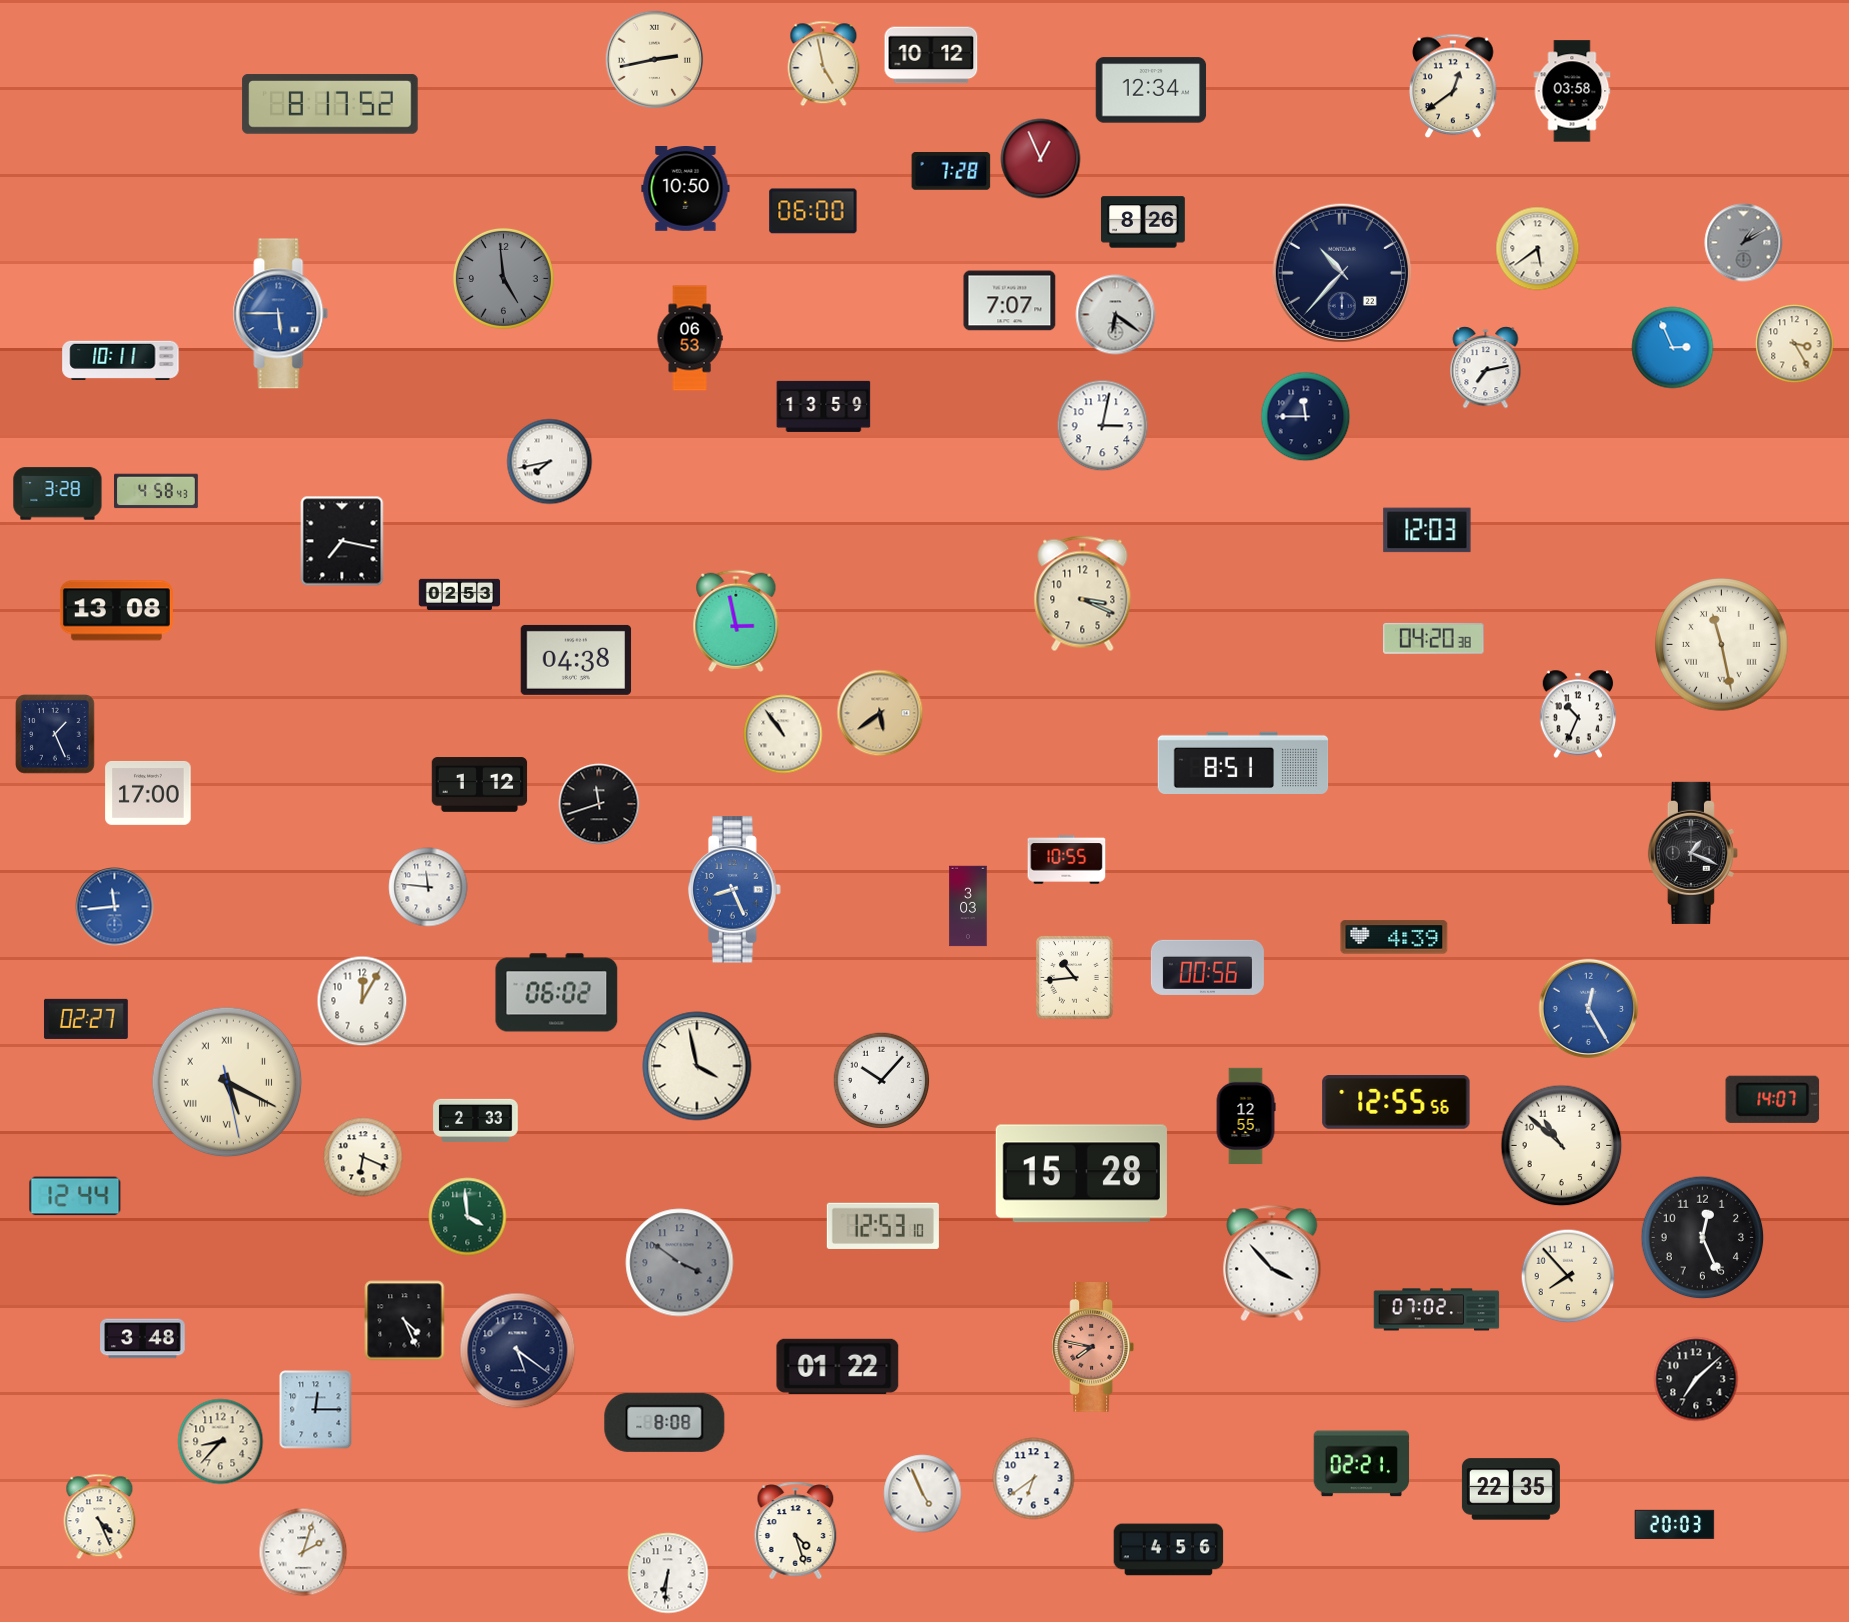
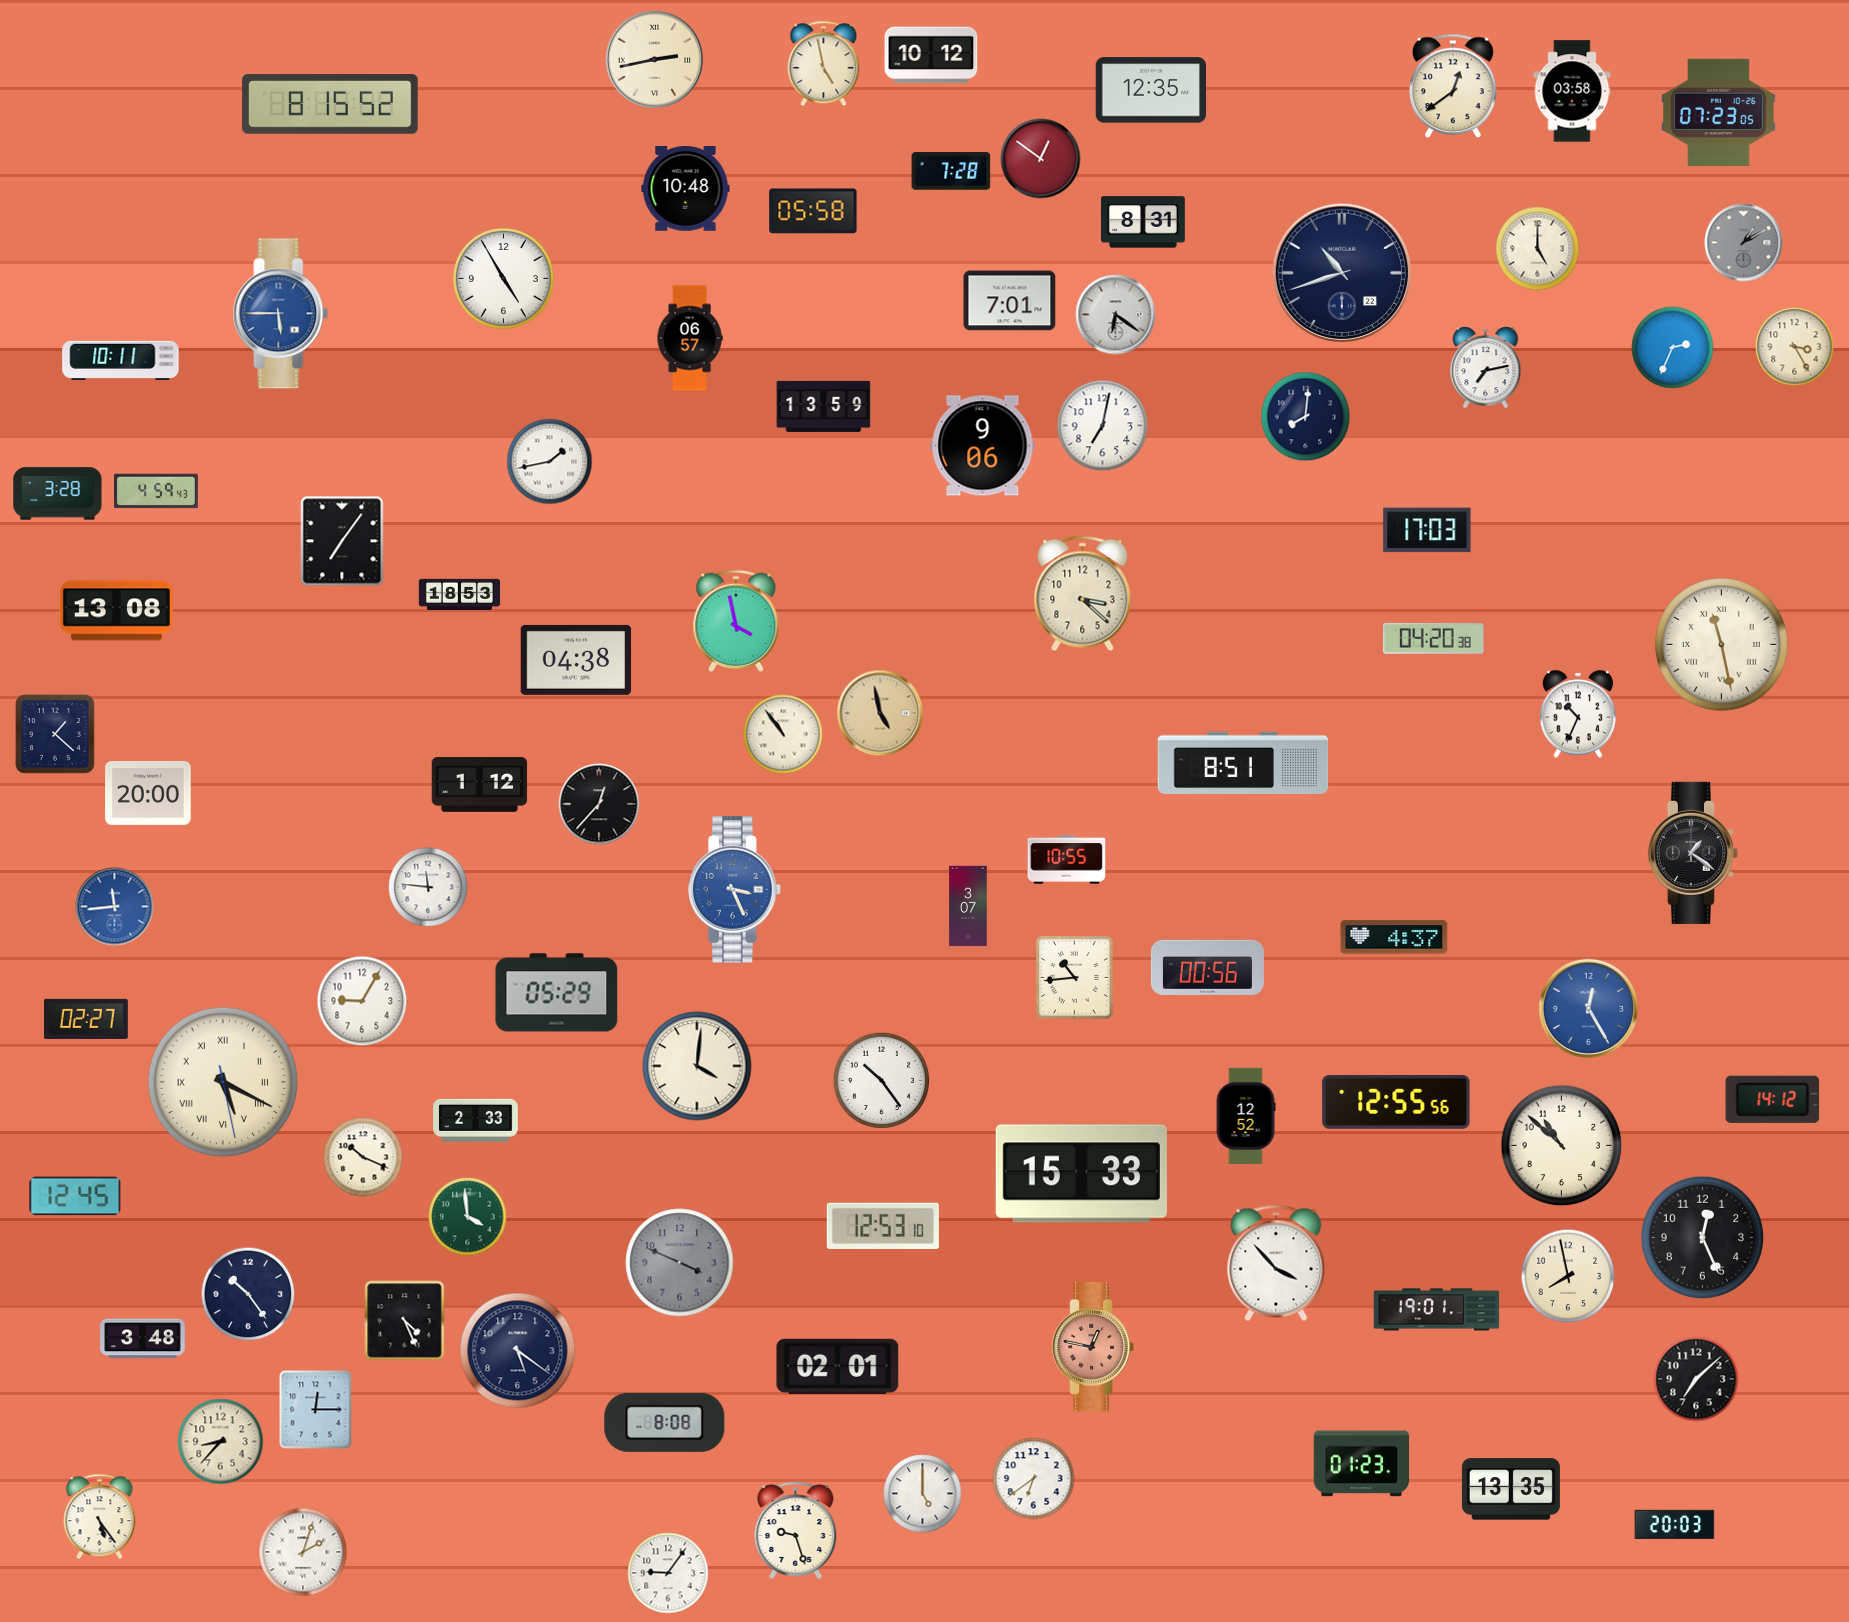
clock at (1151, 90): 12:34 -> 12:35
clock at (330, 104): 8:17 -> 8:15
clock at (1719, 112): none -> 07:23
clock at (1041, 159): 12:56 -> 12:51
clock at (686, 189): 10:50 -> 10:48
clock at (813, 211): 06:00 -> 05:58
clock at (1143, 222): 8:26 -> 8:31
clock at (1538, 249): 5:39 -> 5:00
clock at (1341, 272): 10:37 -> 10:42
clock at (503, 278): 4:59 -> 4:55
clock at (503, 278) dial: grey -> white
clock at (1010, 301): 7:07 -> 7:01
clock at (690, 338): 06:53 -> 06:57
clock at (1795, 344) position: (1795, 344) -> (1795, 347)
clock at (1673, 348): 2:56 -> 2:34
clock at (1306, 417): 11:45 -> 8:01
clock at (1103, 426): 3:02 -> 7:02
clock at (983, 446): none -> 9:06
clock at (550, 462): 7:43 -> 1:43
clock at (157, 491): 4:58 -> 4:59
clock at (1427, 530): 12:03 -> 17:03
clock at (342, 541): 7:17 -> 7:06
clock at (460, 594): 02:53 -> 18:53
clock at (1083, 594): 3:19 -> 3:22
clock at (736, 621): 2:58 -> 3:58
clock at (880, 713): 5:39 -> 4:58
clock at (55, 734): 1:26 -> 1:22
clock at (148, 793): 17:00 -> 20:00
clock at (599, 804): 11:42 -> 12:37
clock at (1693, 853): 1:19 -> 1:21
clock at (735, 890): 8:26 -> 3:26
clock at (968, 906): 3:03 -> 3:07
clock at (1394, 937): 4:39 -> 4:37
clock at (557, 993): 06:02 -> 05:29
clock at (362, 1001): 12:05 -> 9:05
clock at (697, 1066): 3:58 -> 4:01
clock at (882, 1081): 10:07 -> 10:24
clock at (227, 1082) position: (227, 1082) -> (223, 1082)
clock at (1773, 1099): 14:07 -> 14:12
clock at (1246, 1116): 12:55 -> 12:52
clock at (363, 1157): 6:19 -> 10:19
clock at (1081, 1174): 15:28 -> 15:33
clock at (75, 1196): 12:44 -> 12:45
clock at (680, 1263): 3:51 -> 3:49
clock at (1272, 1263) position: (1272, 1263) -> (1276, 1263)
clock at (1568, 1276): 7:53 -> 7:58
clock at (248, 1294): none -> 10:24
clock at (1437, 1310): 07:02 -> 19:01
clock at (1092, 1348): 7:47 -> 12:47
clock at (838, 1366): 01:22 -> 02:01
clock at (1362, 1464): 02:21 -> 01:23
clock at (1511, 1489): 22:35 -> 13:35
clock at (923, 1494): 4:56 -> 5:00
clock at (100, 1517): 4:26 -> 5:24
clock at (796, 1531): 4:27 -> 9:27
clock at (1169, 1550): 4:56 -> none
clock at (668, 1573): 6:31 -> 9:06
